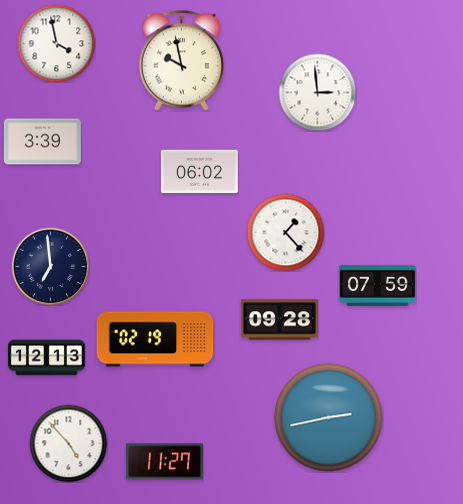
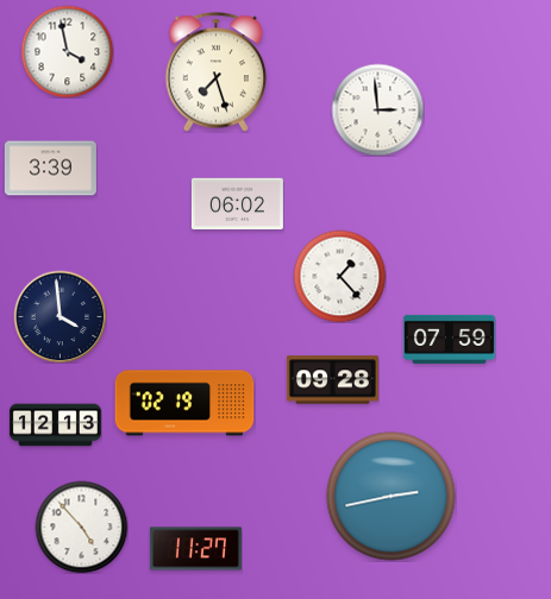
clock at (181, 61): 9:58 -> 7:27
clock at (50, 266): 6:59 -> 3:59
